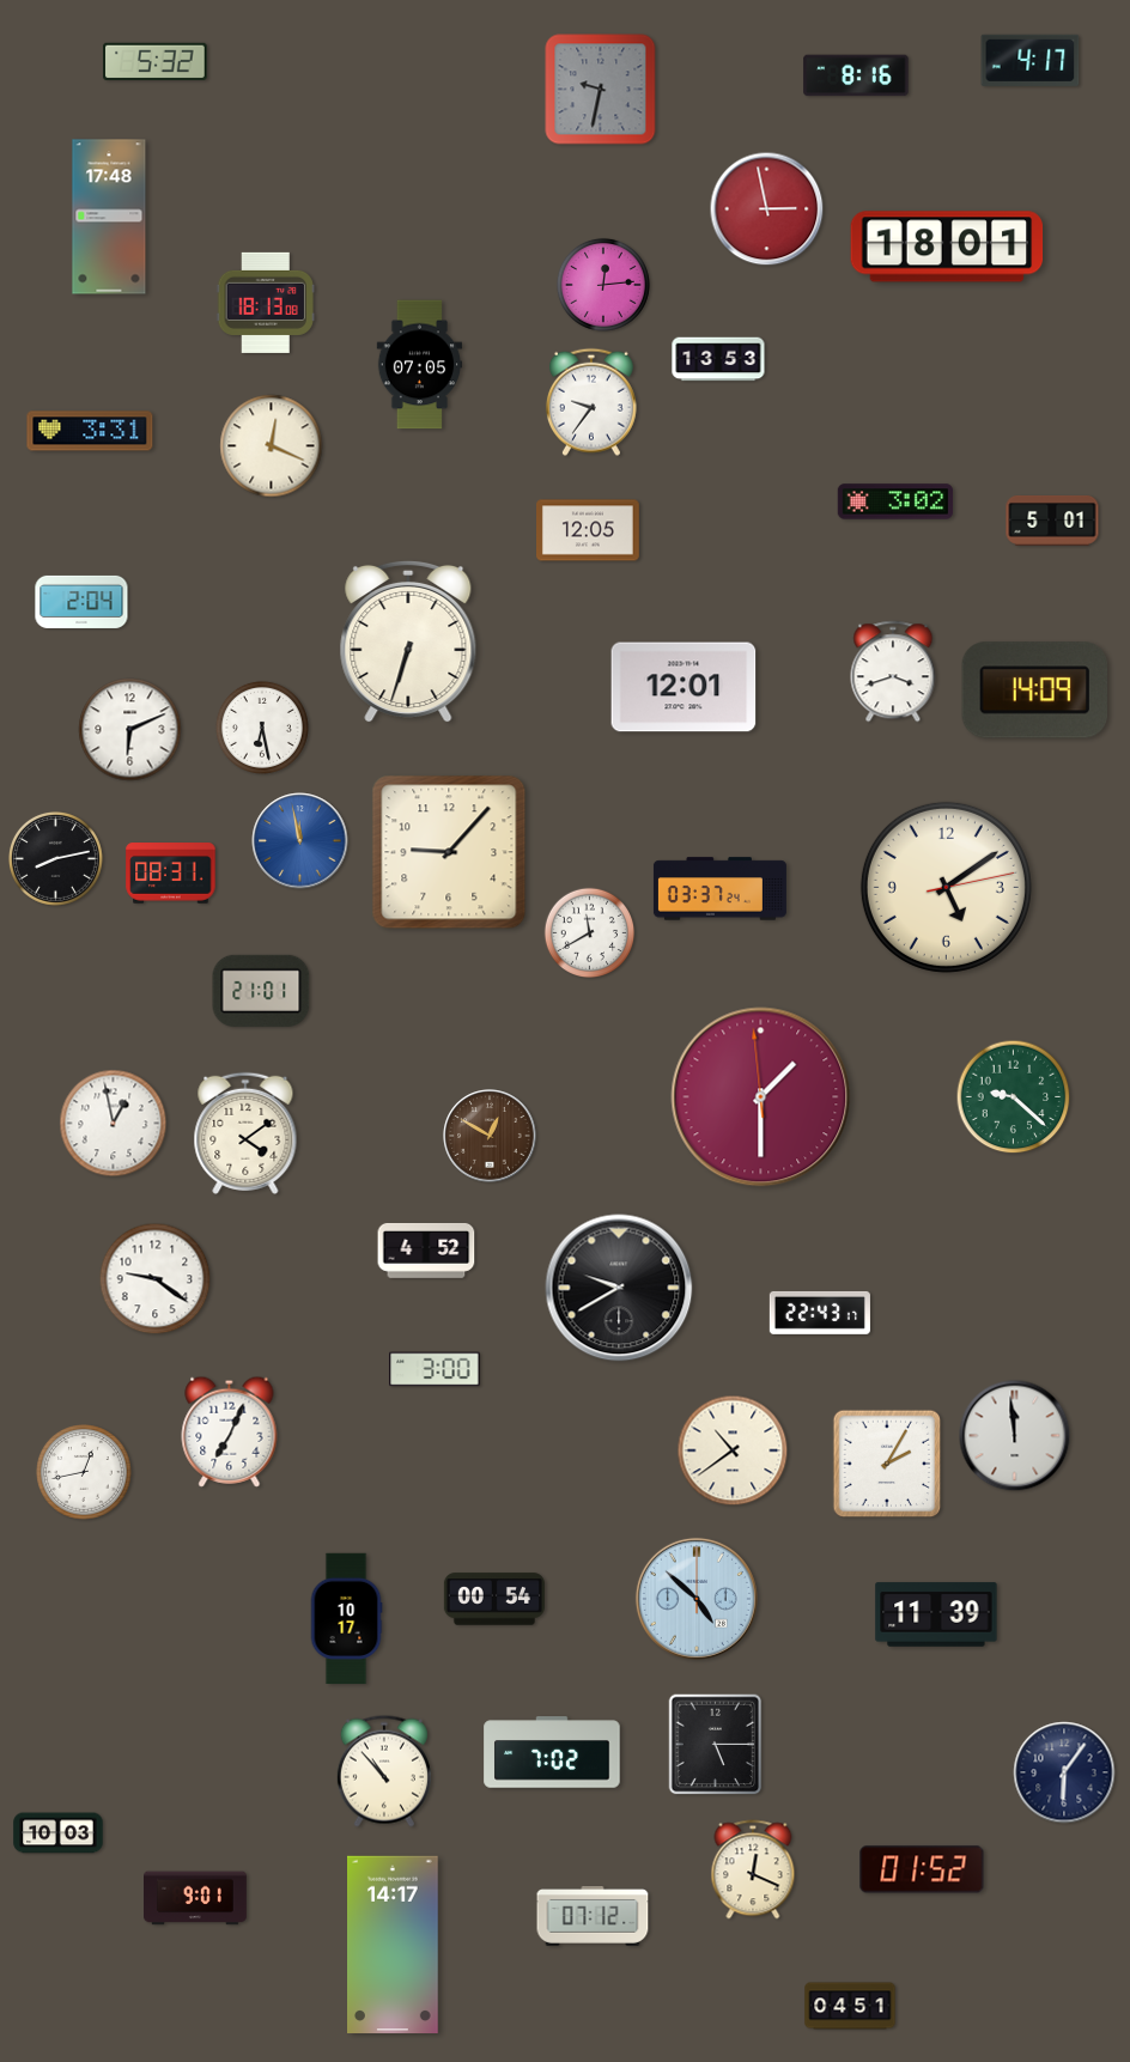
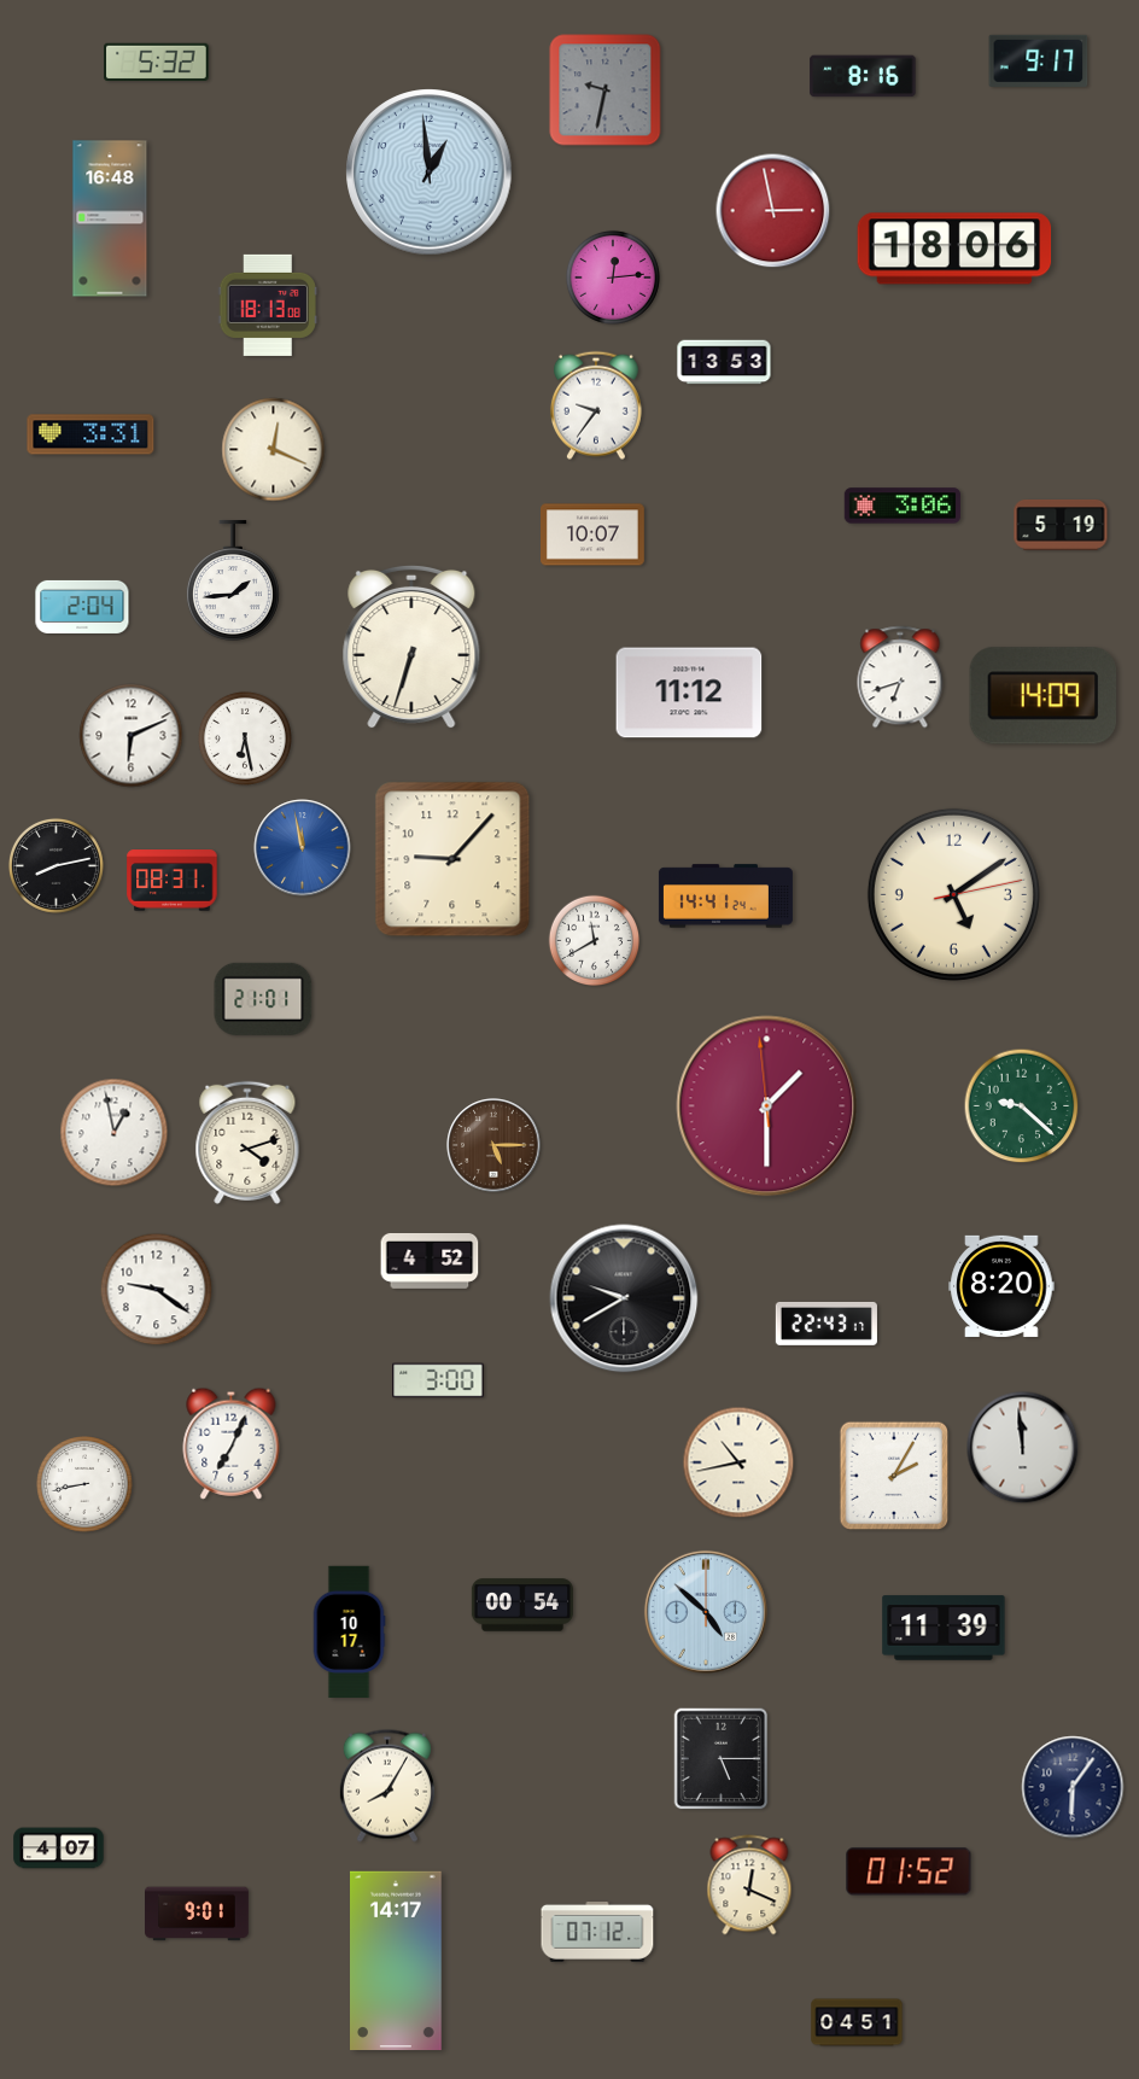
clock at (1031, 60): 4:17 -> 9:17
clock at (430, 173): none -> 12:59
clock at (109, 217): 17:48 -> 16:48
clock at (947, 247): 18:01 -> 18:06
clock at (603, 285) position: (603, 285) -> (613, 278)
clock at (420, 365): 07:05 -> none
clock at (895, 501): 3:02 -> 3:06
clock at (1052, 521): 5:01 -> 5:19
clock at (589, 530): 12:05 -> 10:07
clock at (233, 580): none -> 1:44
clock at (893, 671): 3:42 -> 6:42
clock at (684, 687): 12:01 -> 11:12
clock at (262, 728) position: (262, 728) -> (245, 738)
clock at (719, 889): 03:37 -> 14:41
clock at (245, 1133): 4:09 -> 4:12
clock at (490, 1136): 12:50 -> 5:15
clock at (1001, 1286): none -> 8:20
clock at (733, 1450): 10:39 -> 10:43
clock at (85, 1473): 12:43 -> 8:43
clock at (494, 1599) position: (494, 1599) -> (522, 1605)
clock at (697, 1599) position: (697, 1599) -> (706, 1612)
clock at (552, 1752): 7:02 -> none
clock at (384, 1771): 10:53 -> 8:05
clock at (59, 1833): 10:03 -> 4:07
clock at (753, 1869) position: (753, 1869) -> (749, 1885)
clock at (922, 1869) position: (922, 1869) -> (909, 1871)
